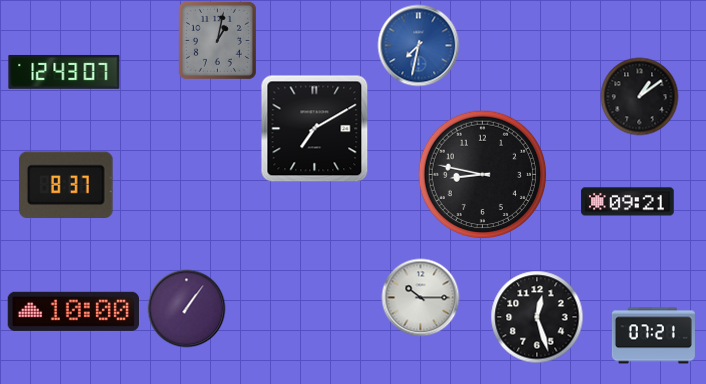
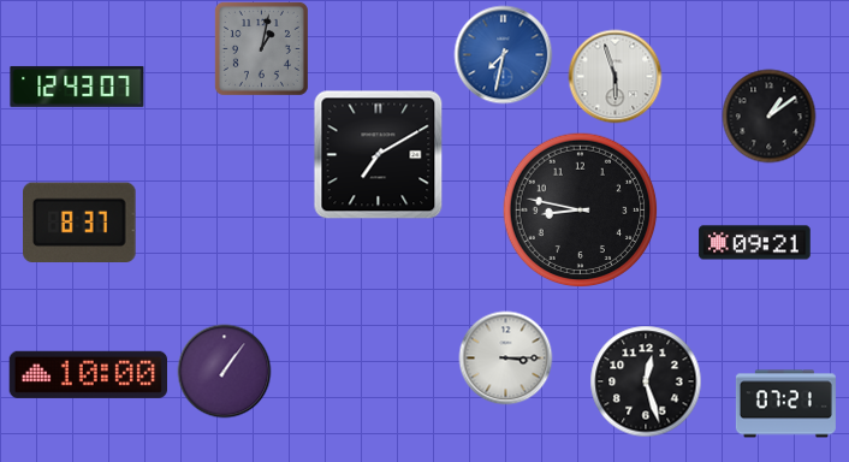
clock at (615, 76): none -> 5:57
clock at (420, 297): 10:15 -> 3:15
